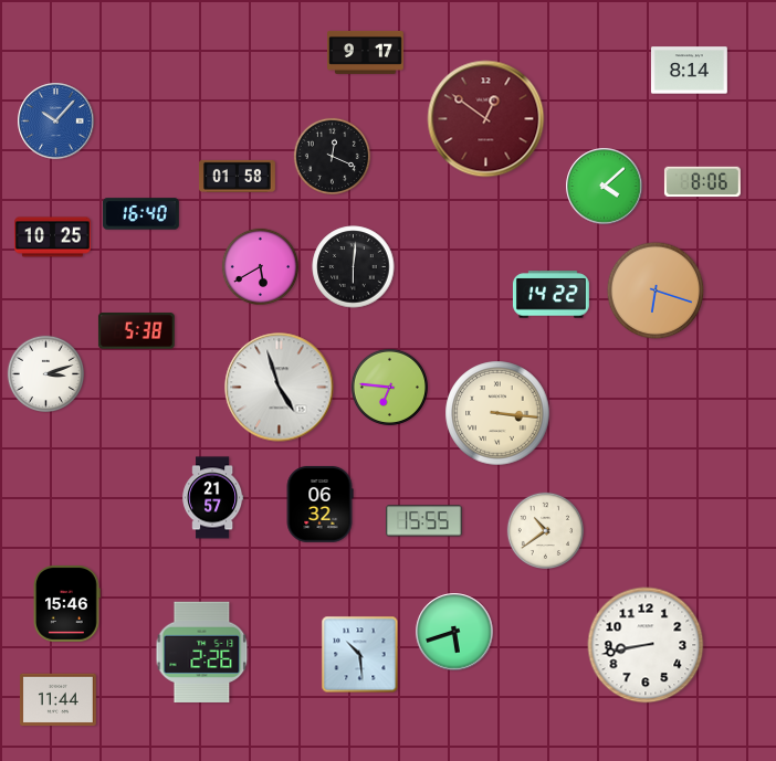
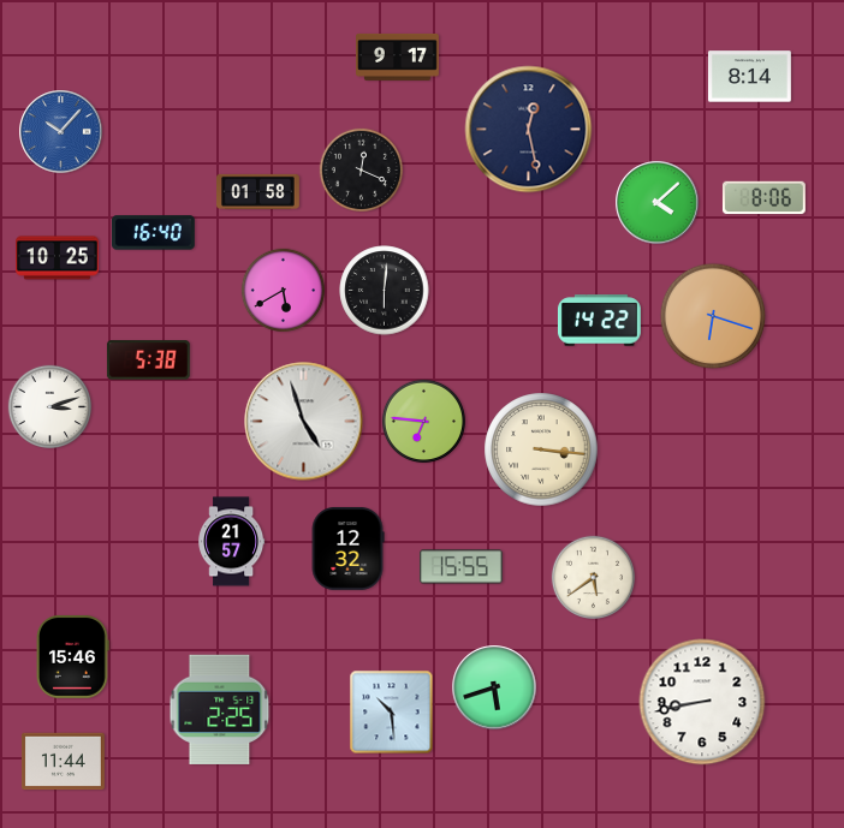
clock at (486, 119): 12:51 -> 12:28
clock at (486, 119) dial: burgundy -> navy
clock at (319, 504): 06:32 -> 12:32
clock at (545, 530): 10:39 -> 5:39
clock at (202, 652): 2:26 -> 2:25
